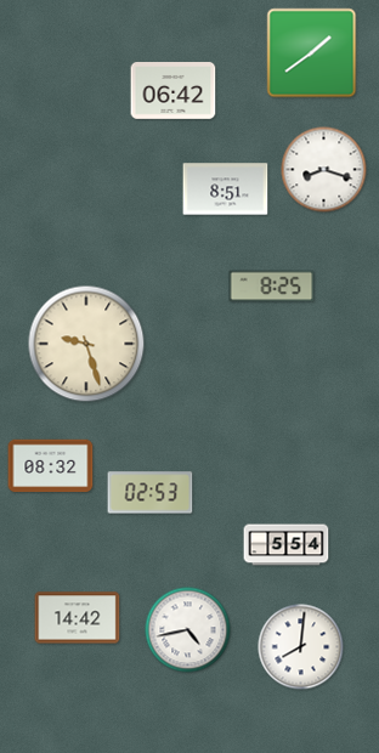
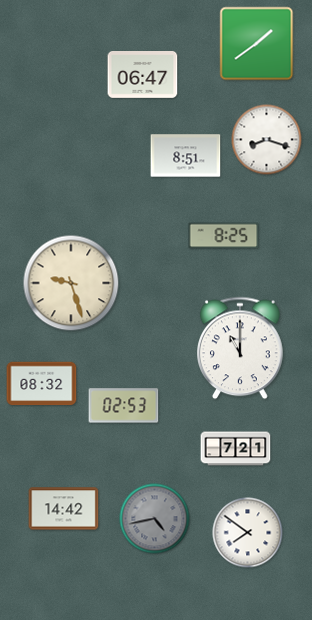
clock at (174, 91): 06:42 -> 06:47
clock at (241, 348): none -> 11:00
clock at (287, 545): 5:54 -> 7:21
clock at (188, 630) dial: white -> grey
clock at (301, 647): 8:01 -> 7:51
